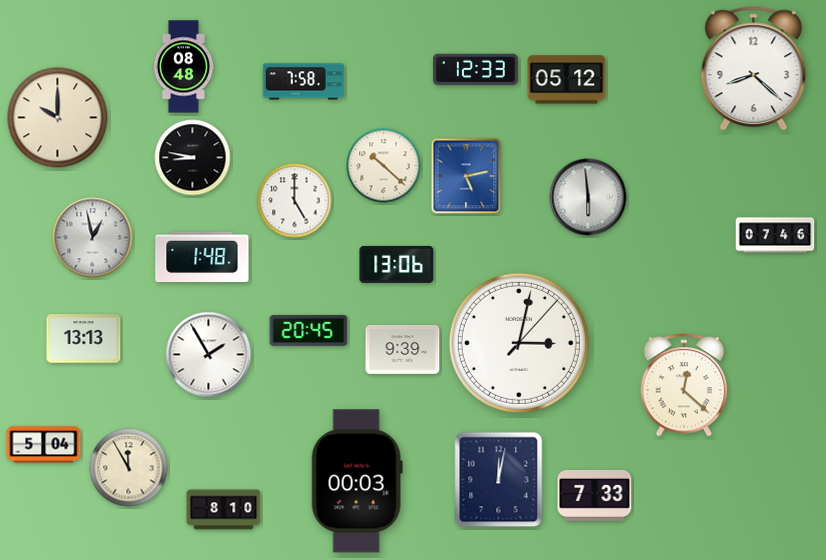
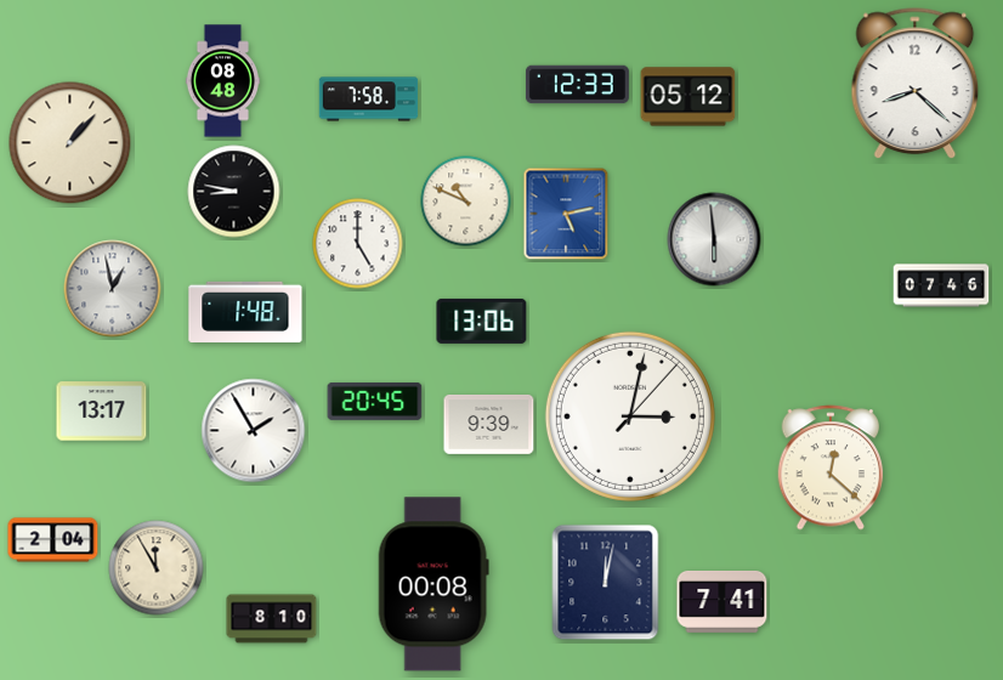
clock at (58, 118): 10:00 -> 1:07
clock at (384, 166): 10:22 -> 10:49
clock at (84, 339): 13:13 -> 13:17
clock at (44, 445): 5:04 -> 2:04
clock at (357, 481): 00:03 -> 00:08
clock at (595, 495): 7:33 -> 7:41
